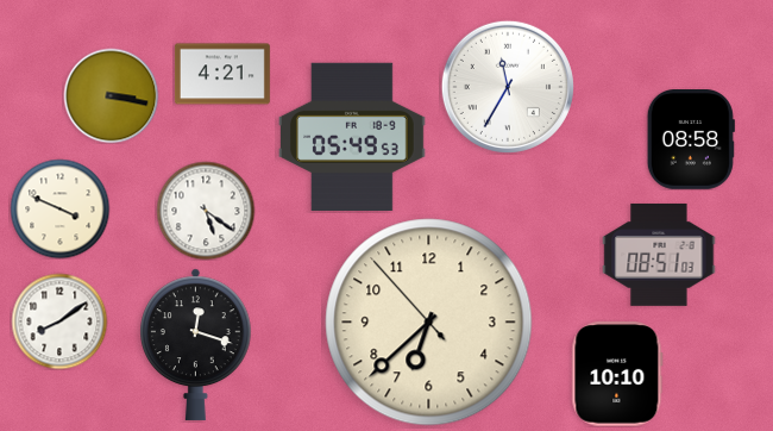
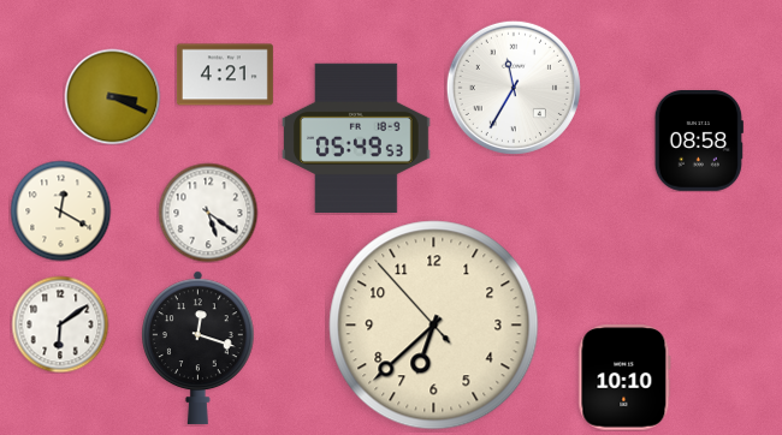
clock at (111, 95): 3:17 -> 3:19
clock at (59, 208): 3:49 -> 12:20
clock at (659, 255): 08:51 -> none
clock at (59, 321): 8:09 -> 6:09
